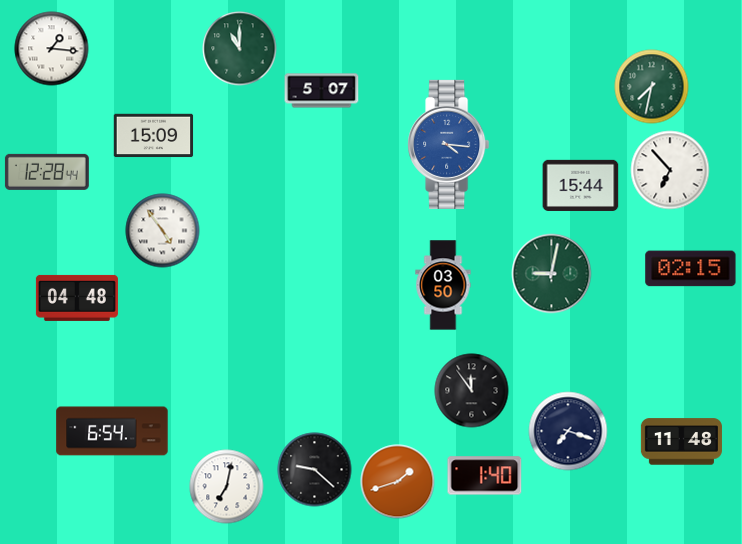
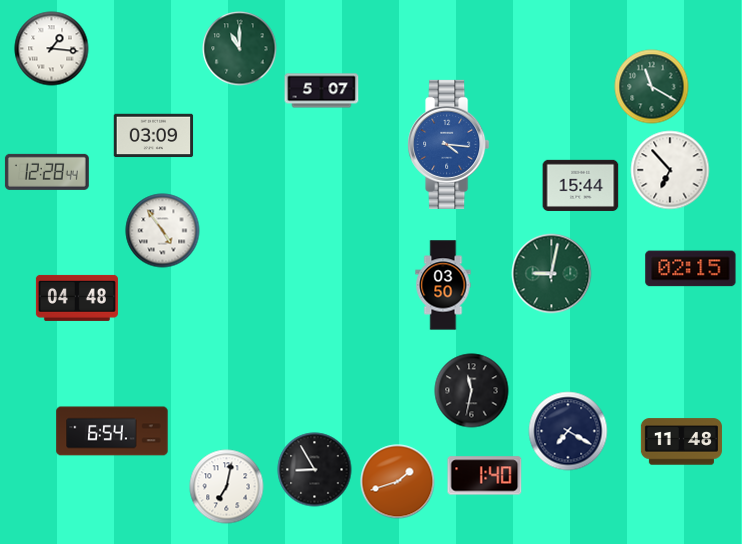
clock at (652, 87): 7:32 -> 11:20
clock at (154, 136): 15:09 -> 03:09
clock at (472, 391): 11:54 -> 11:32
clock at (568, 431): 7:18 -> 7:20
clock at (315, 470): 9:22 -> 8:55
